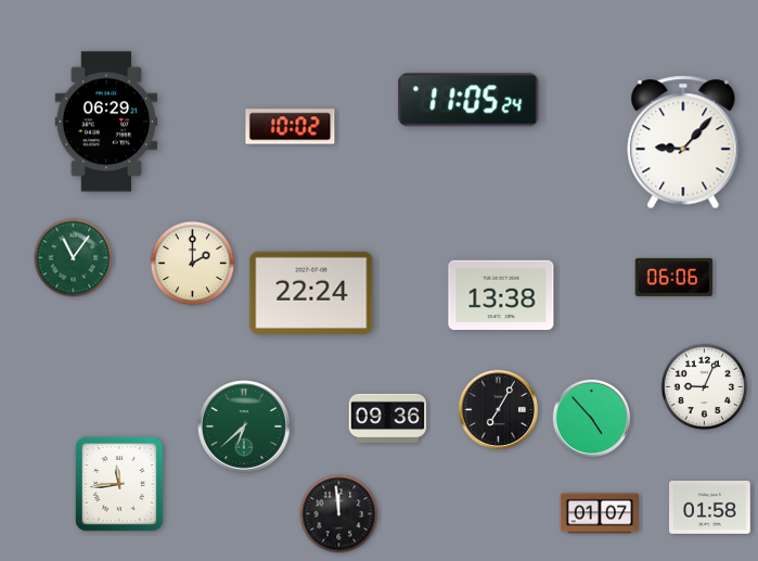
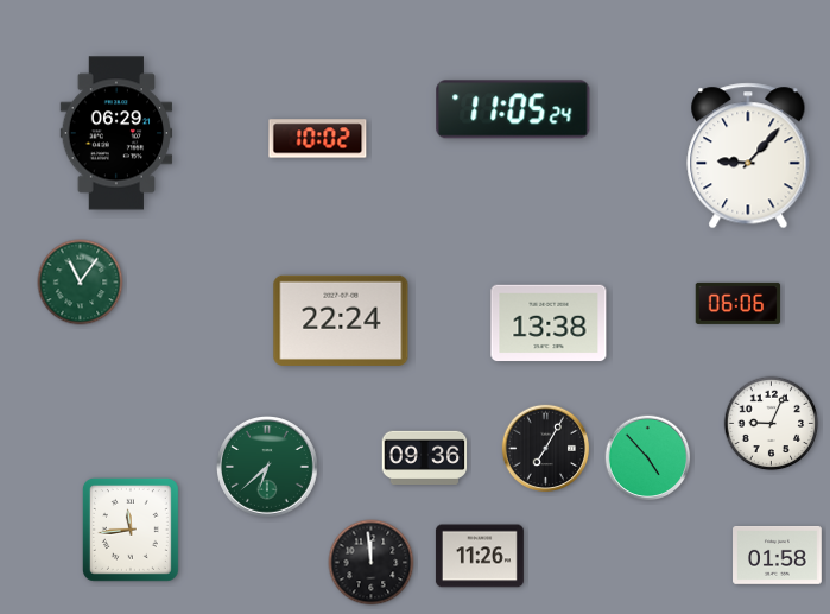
clock at (193, 264): 2:00 -> none
clock at (480, 556): none -> 11:26
clock at (599, 513): 01:07 -> none
